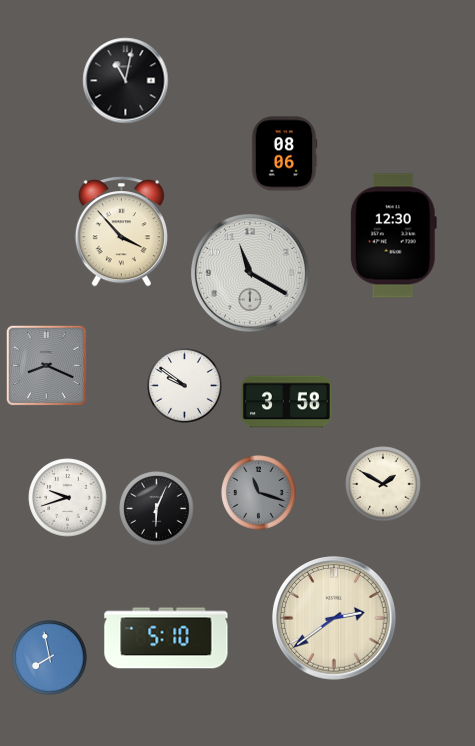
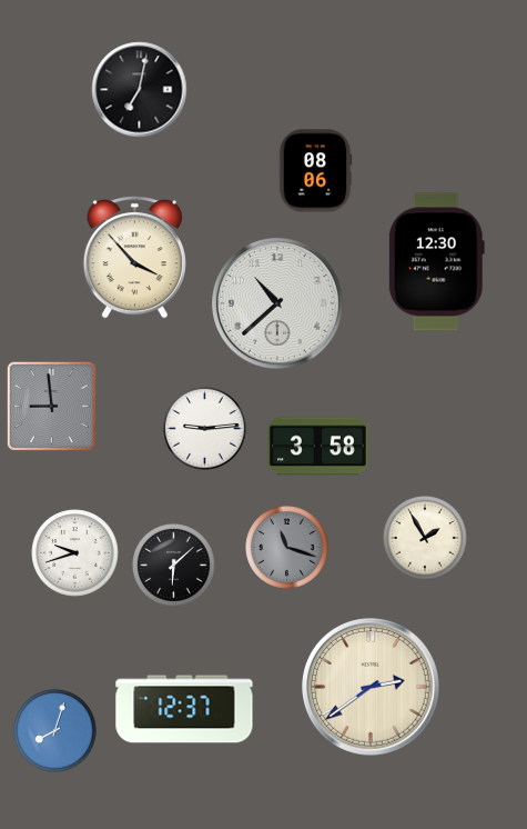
clock at (126, 81): 11:02 -> 7:02
clock at (250, 273): 11:20 -> 10:38
clock at (46, 365): 8:19 -> 8:59
clock at (185, 386): 9:51 -> 9:14
clock at (383, 484): 1:50 -> 1:55
clock at (157, 509): 6:04 -> 6:08
clock at (166, 638): 5:10 -> 12:37
clock at (50, 658): 7:58 -> 8:03
